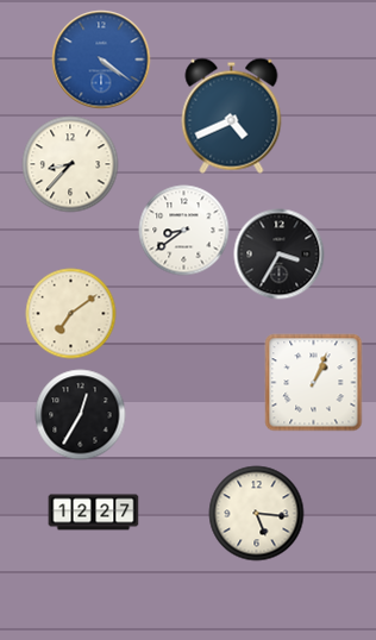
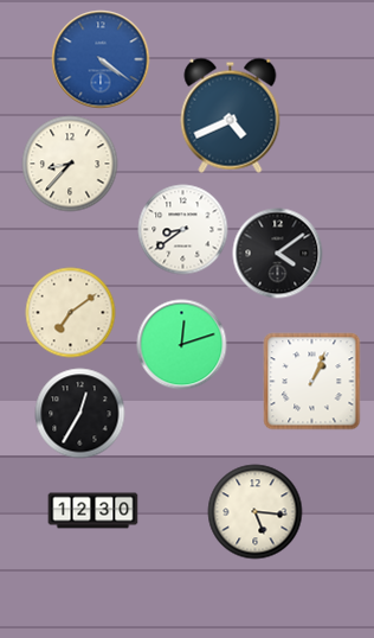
clock at (280, 255): 3:35 -> 4:09
clock at (182, 345): none -> 12:12
clock at (94, 513): 12:27 -> 12:30
